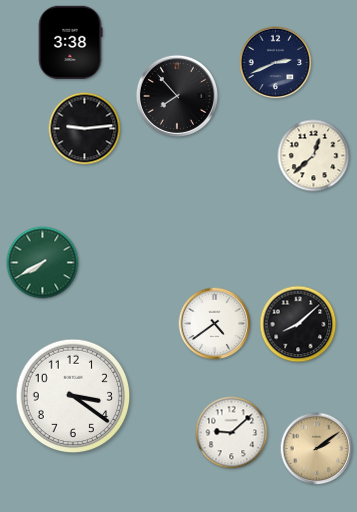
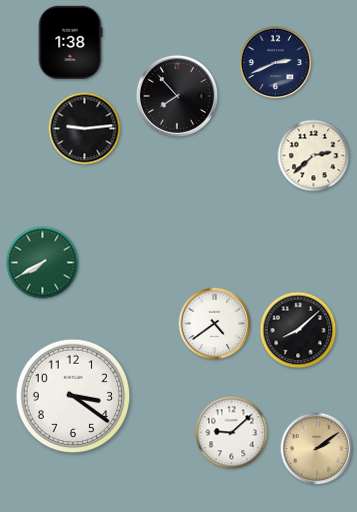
clock at (70, 42): 3:38 -> 1:38
clock at (314, 156): 12:38 -> 2:38
clock at (298, 324) position: (298, 324) -> (298, 330)
